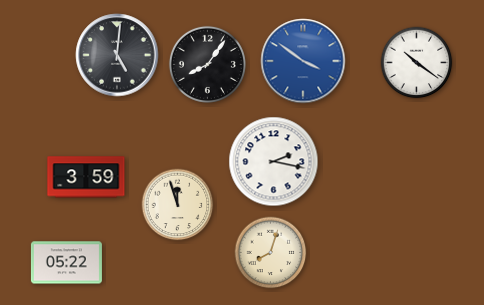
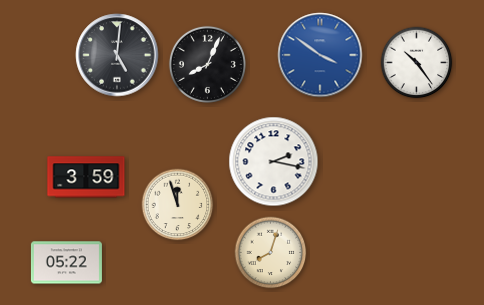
clock at (303, 61) position: (303, 61) -> (320, 55)
clock at (417, 63): 10:21 -> 10:24
clock at (207, 64): 8:06 -> 8:04
